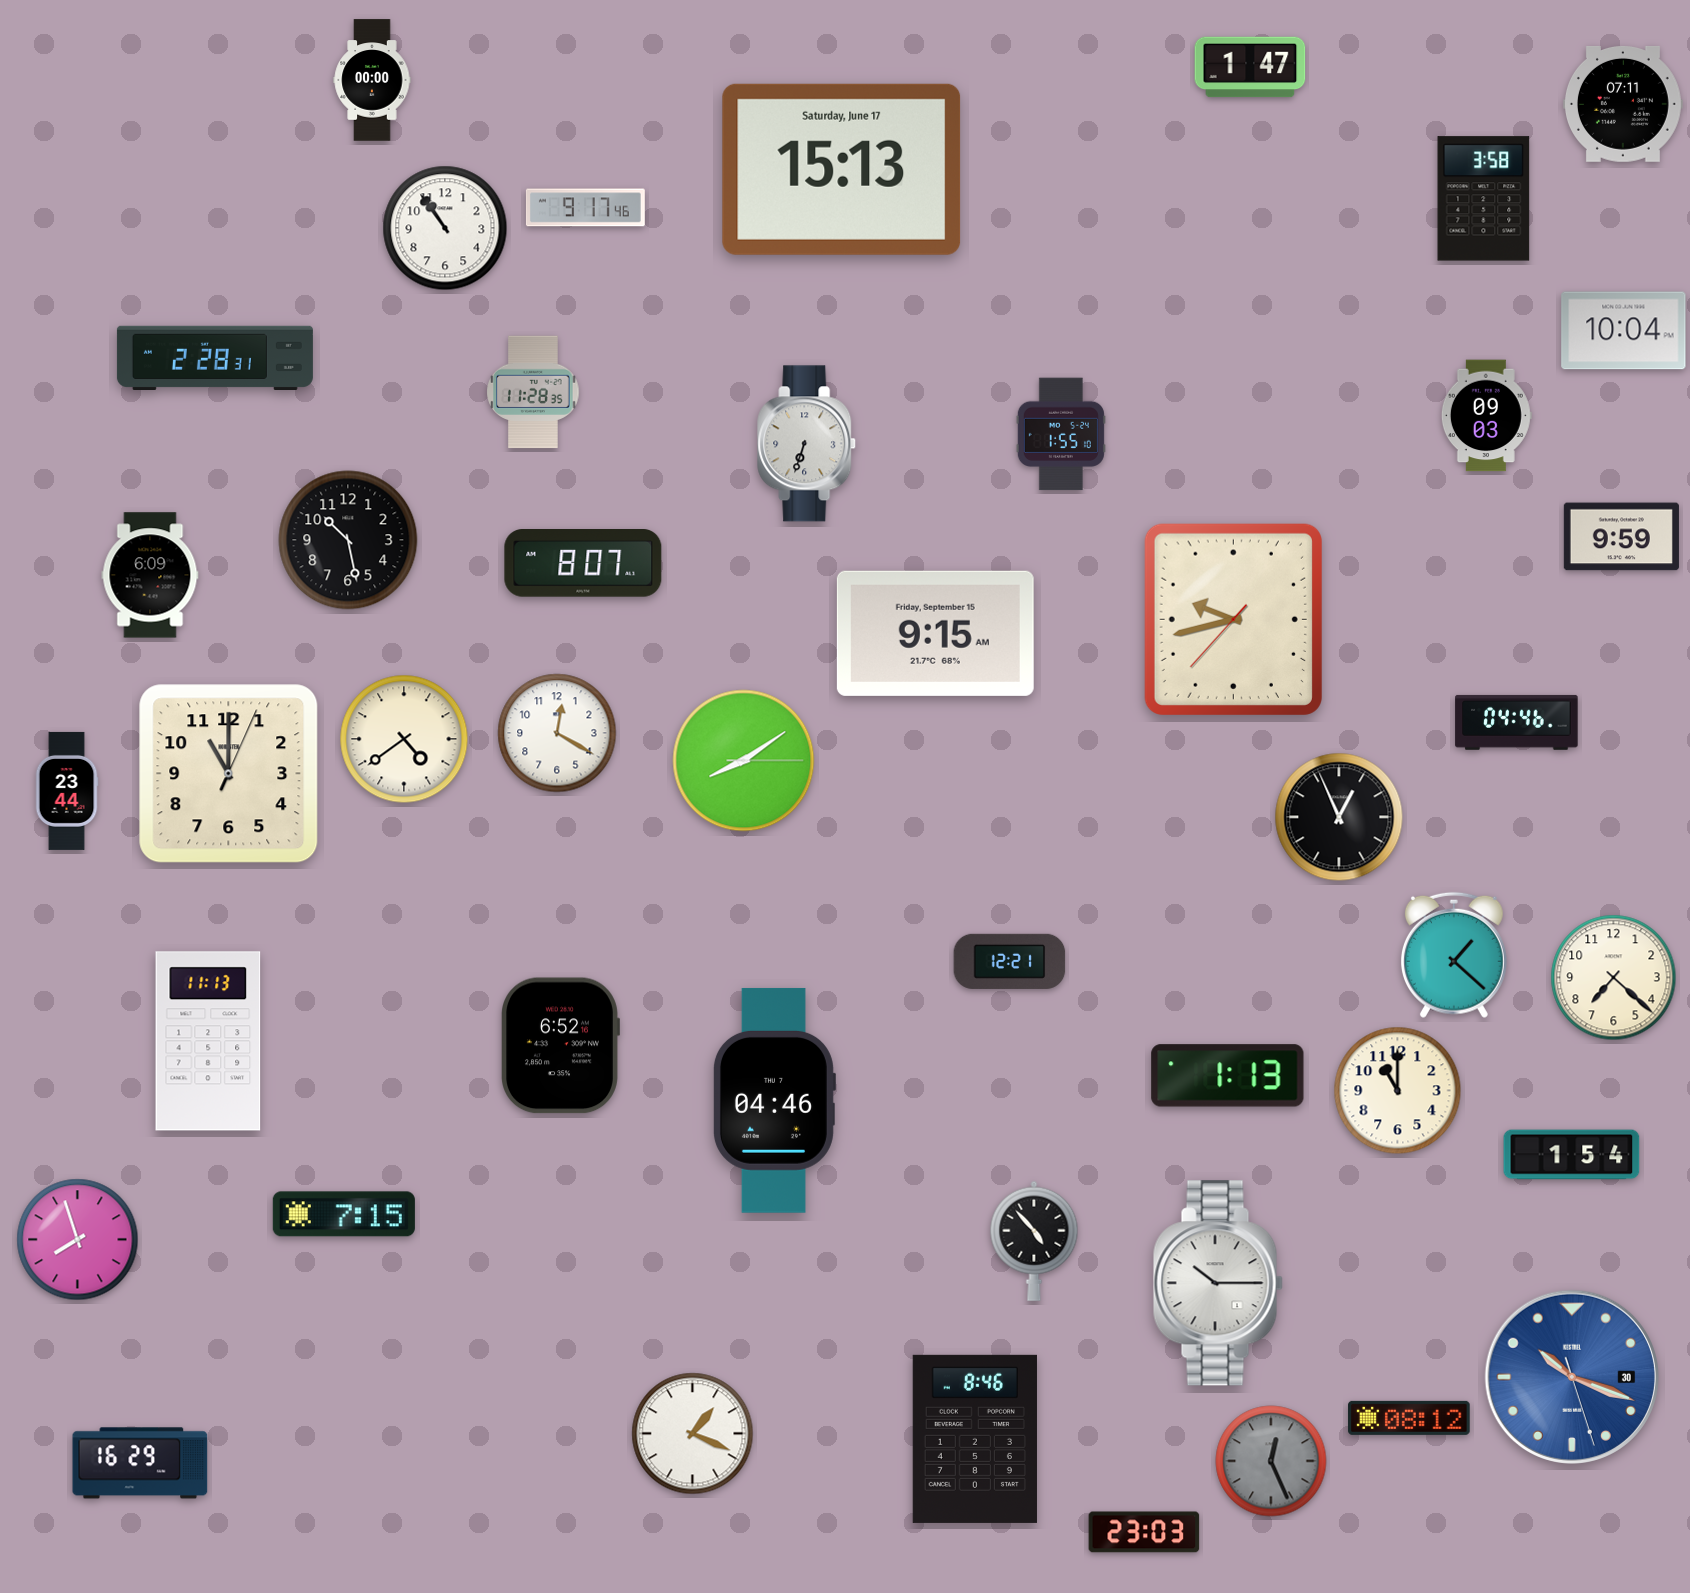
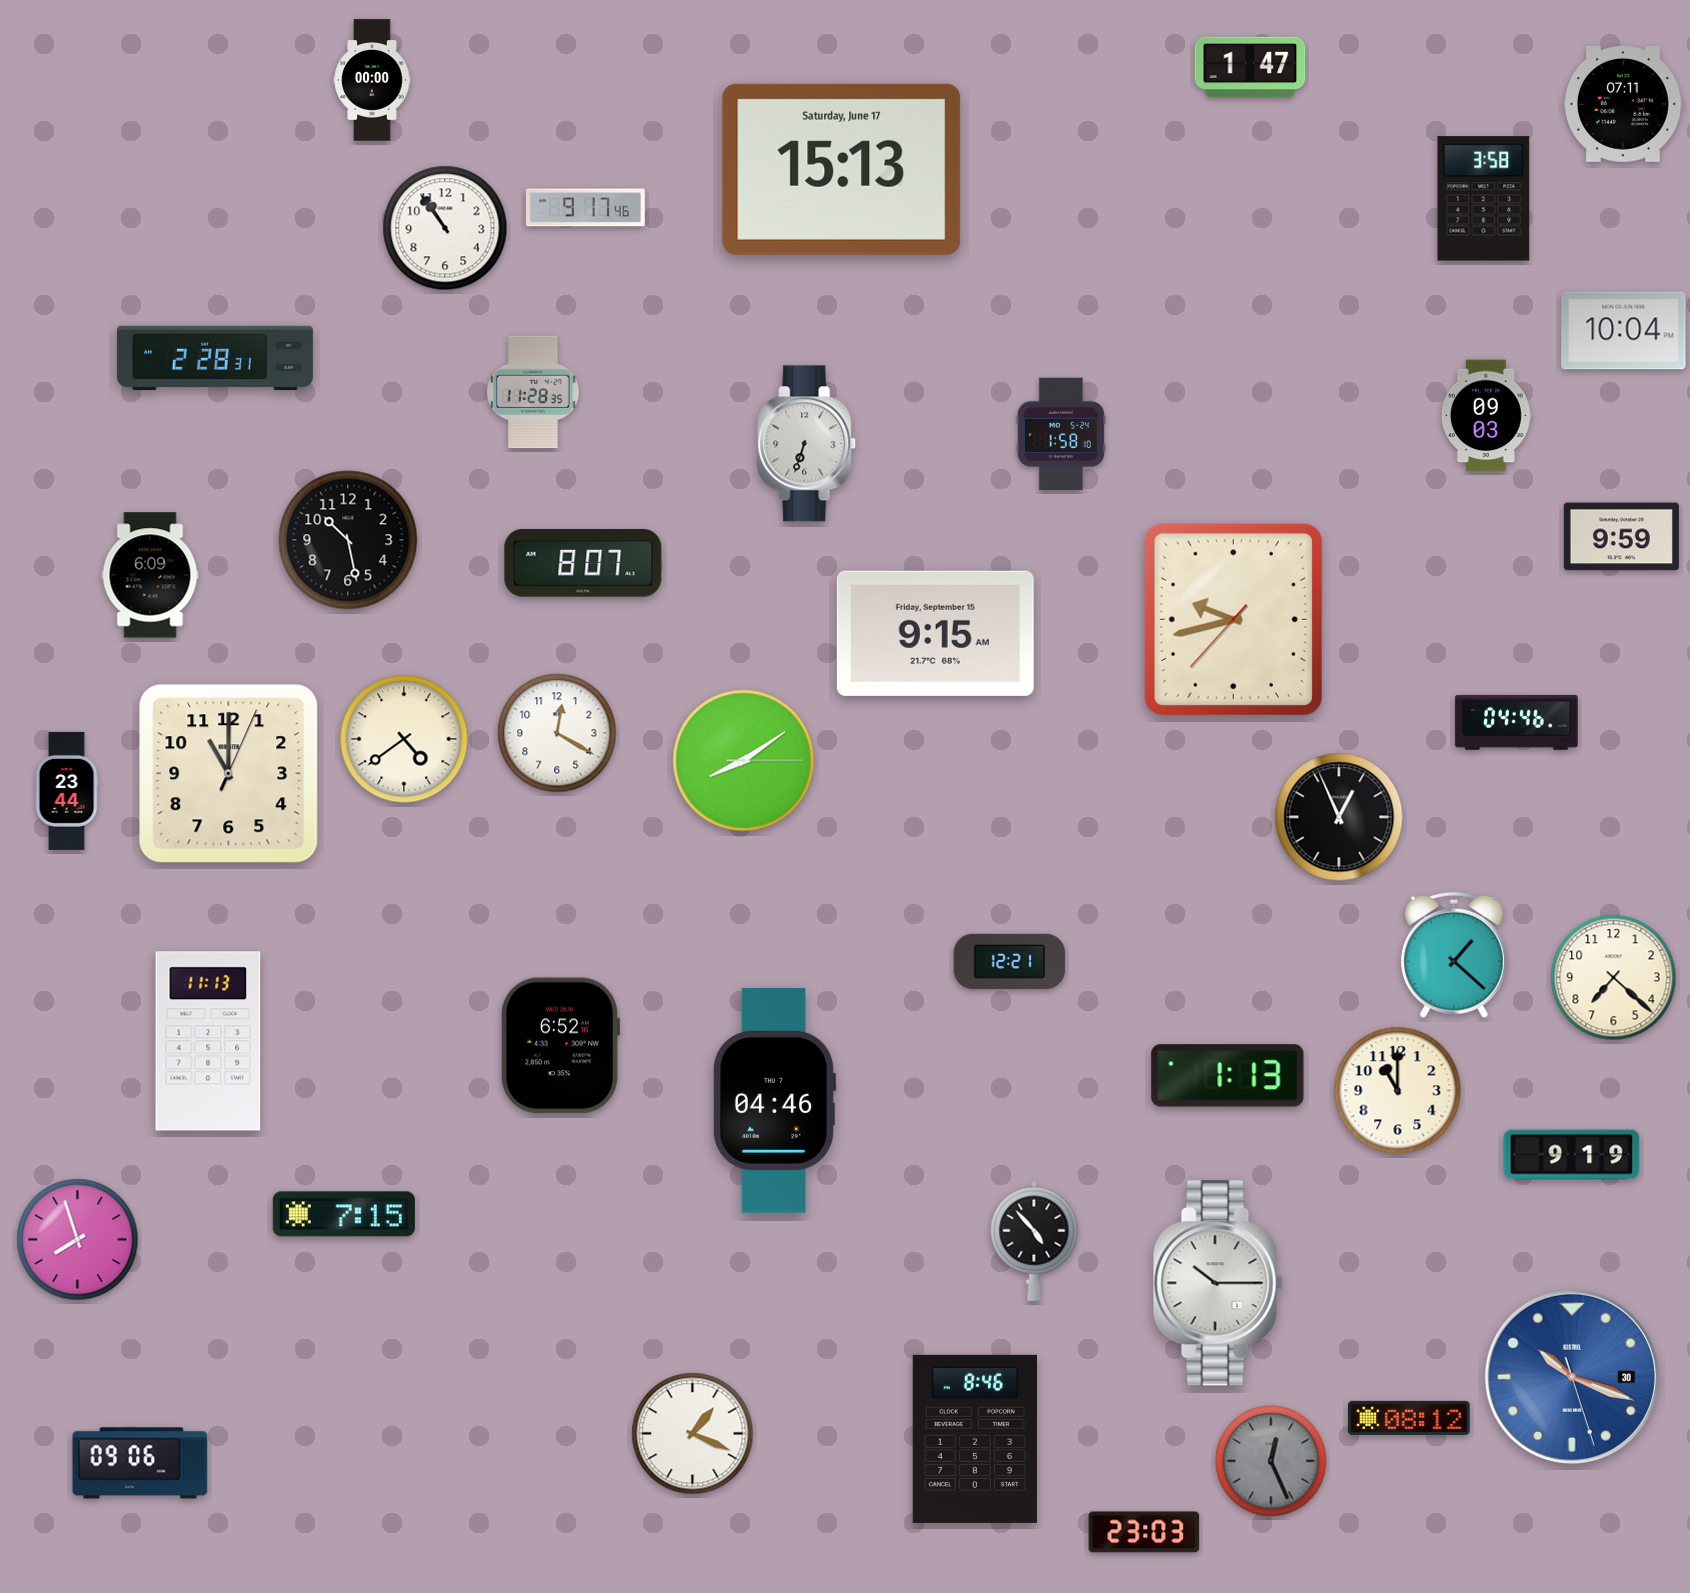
clock at (1061, 434): 1:55 -> 1:58
clock at (1572, 1155): 1:54 -> 9:19
clock at (140, 1463): 16:29 -> 09:06
